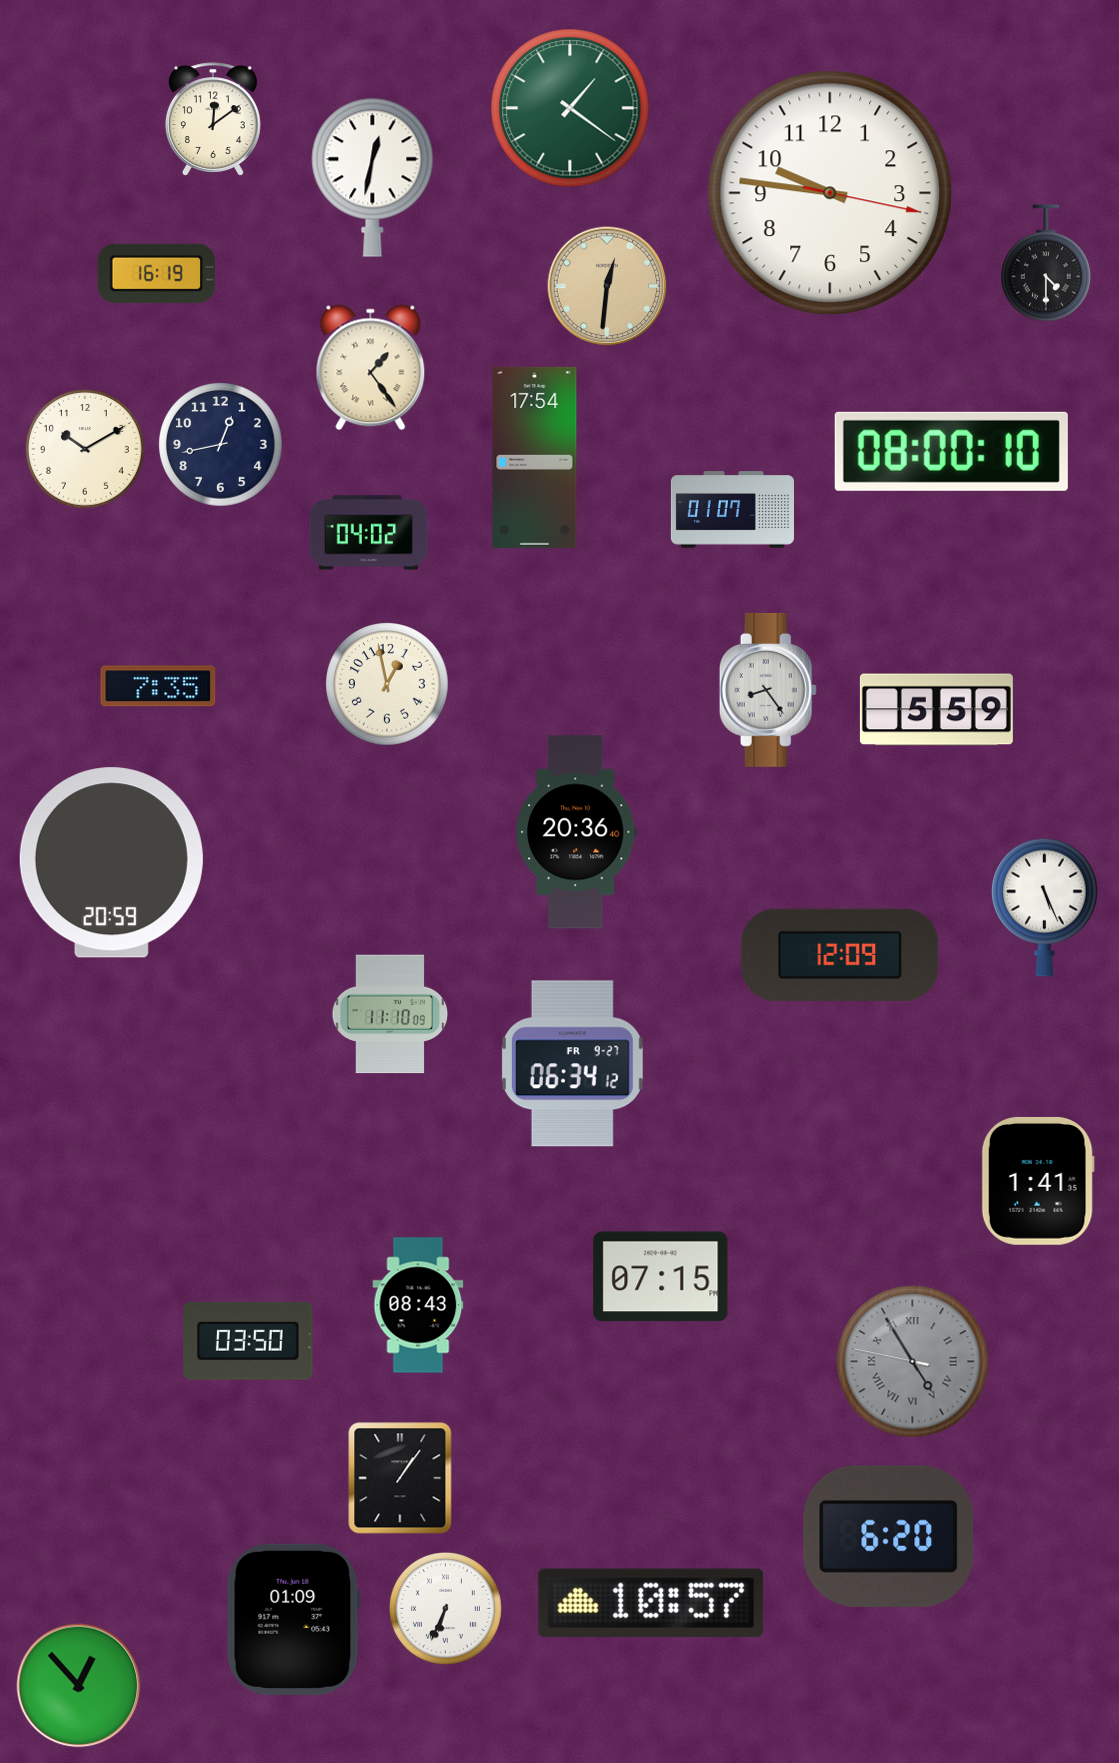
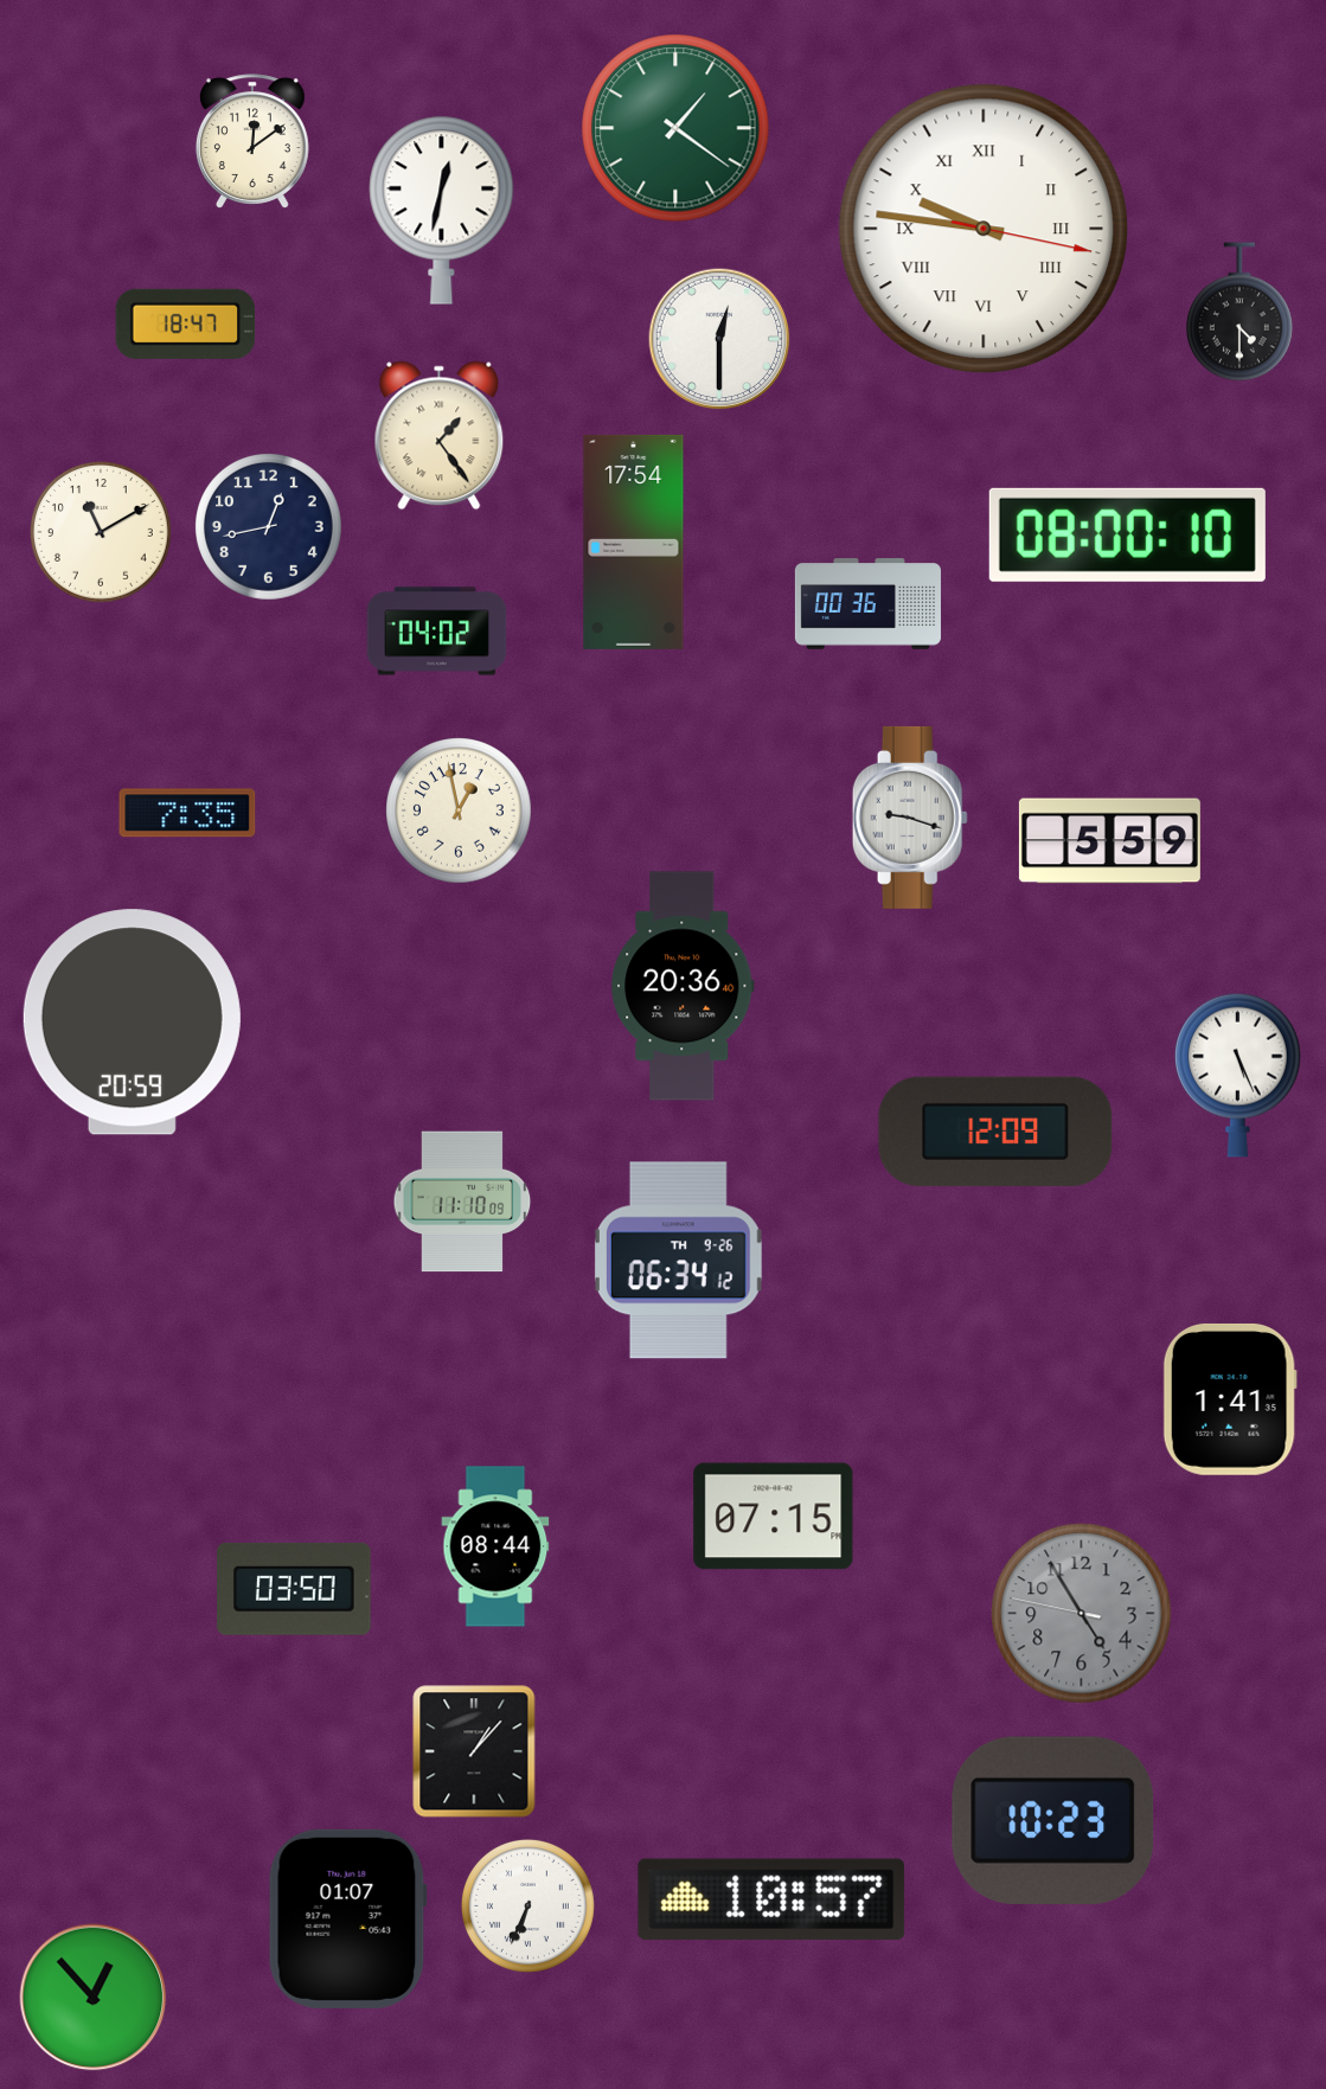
clock at (829, 192) numerals: Arabic -> Roman
clock at (157, 273): 16:19 -> 18:47
clock at (607, 286): 12:31 -> 12:30
clock at (607, 286) dial: champagne -> white
clock at (221, 445) position: (221, 445) -> (269, 527)
clock at (85, 449): 10:10 -> 11:10
clock at (732, 510): 01:07 -> 00:36
clock at (768, 690): 8:24 -> 9:18
clock at (572, 1064) date: FR 9-27 -> TH 9-26
clock at (661, 1277) position: (661, 1277) -> (774, 1517)
clock at (418, 1305): 08:43 -> 08:44
clock at (913, 1362) numerals: Roman -> Arabic
clock at (400, 1478): 1:06 -> 1:07
clock at (889, 1536): 6:20 -> 10:23
clock at (293, 1619): 01:09 -> 01:07
